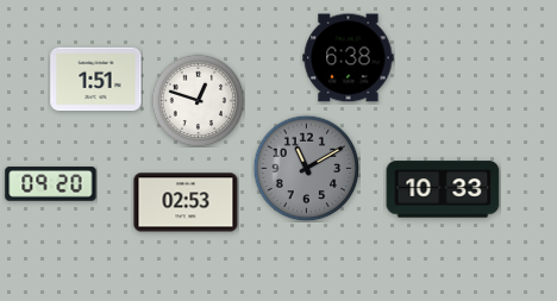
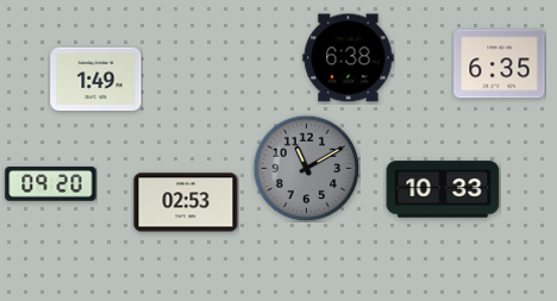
clock at (500, 64): none -> 6:35
clock at (96, 80): 1:51 -> 1:49
clock at (198, 100): 12:48 -> none
